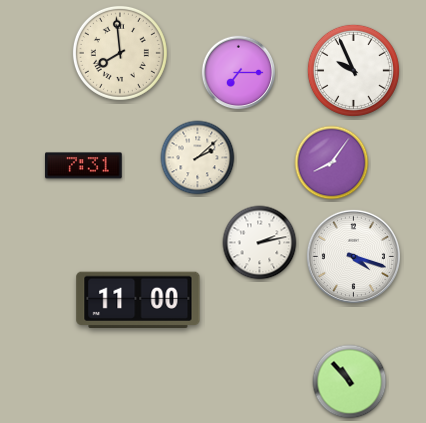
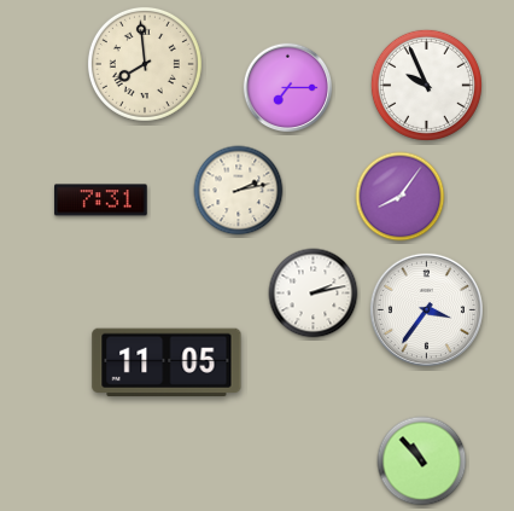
clock at (198, 158): 2:08 -> 2:13
clock at (353, 256): 4:18 -> 3:36
clock at (138, 300): 11:00 -> 11:05
